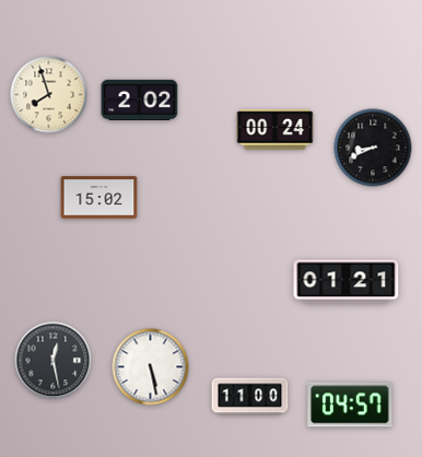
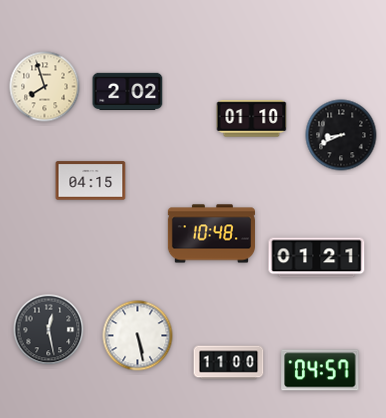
clock at (276, 130): 00:24 -> 01:10
clock at (99, 198): 15:02 -> 04:15
clock at (211, 234): none -> 10:48
